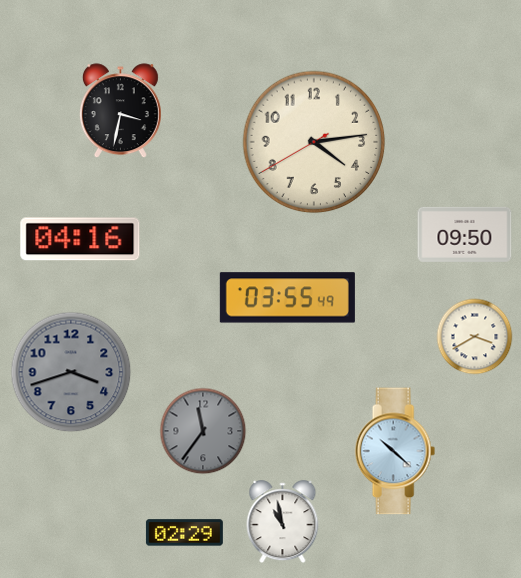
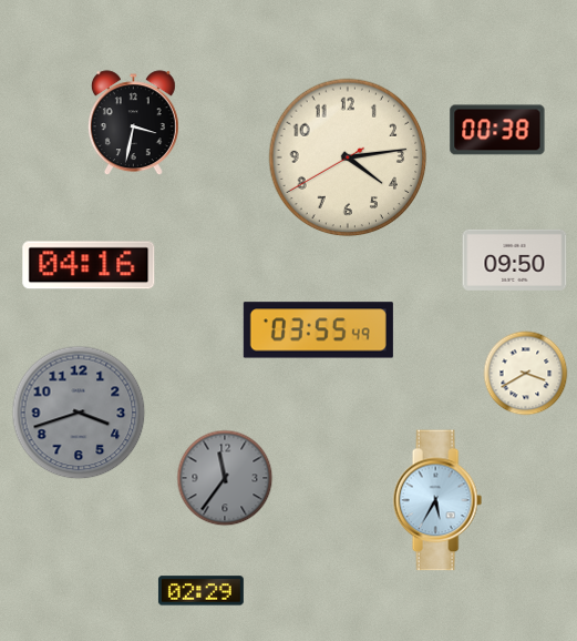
clock at (497, 130): none -> 00:38
clock at (395, 451): 10:22 -> 5:35
clock at (283, 522): 10:58 -> none
clock at (184, 533) position: (184, 533) -> (200, 591)
